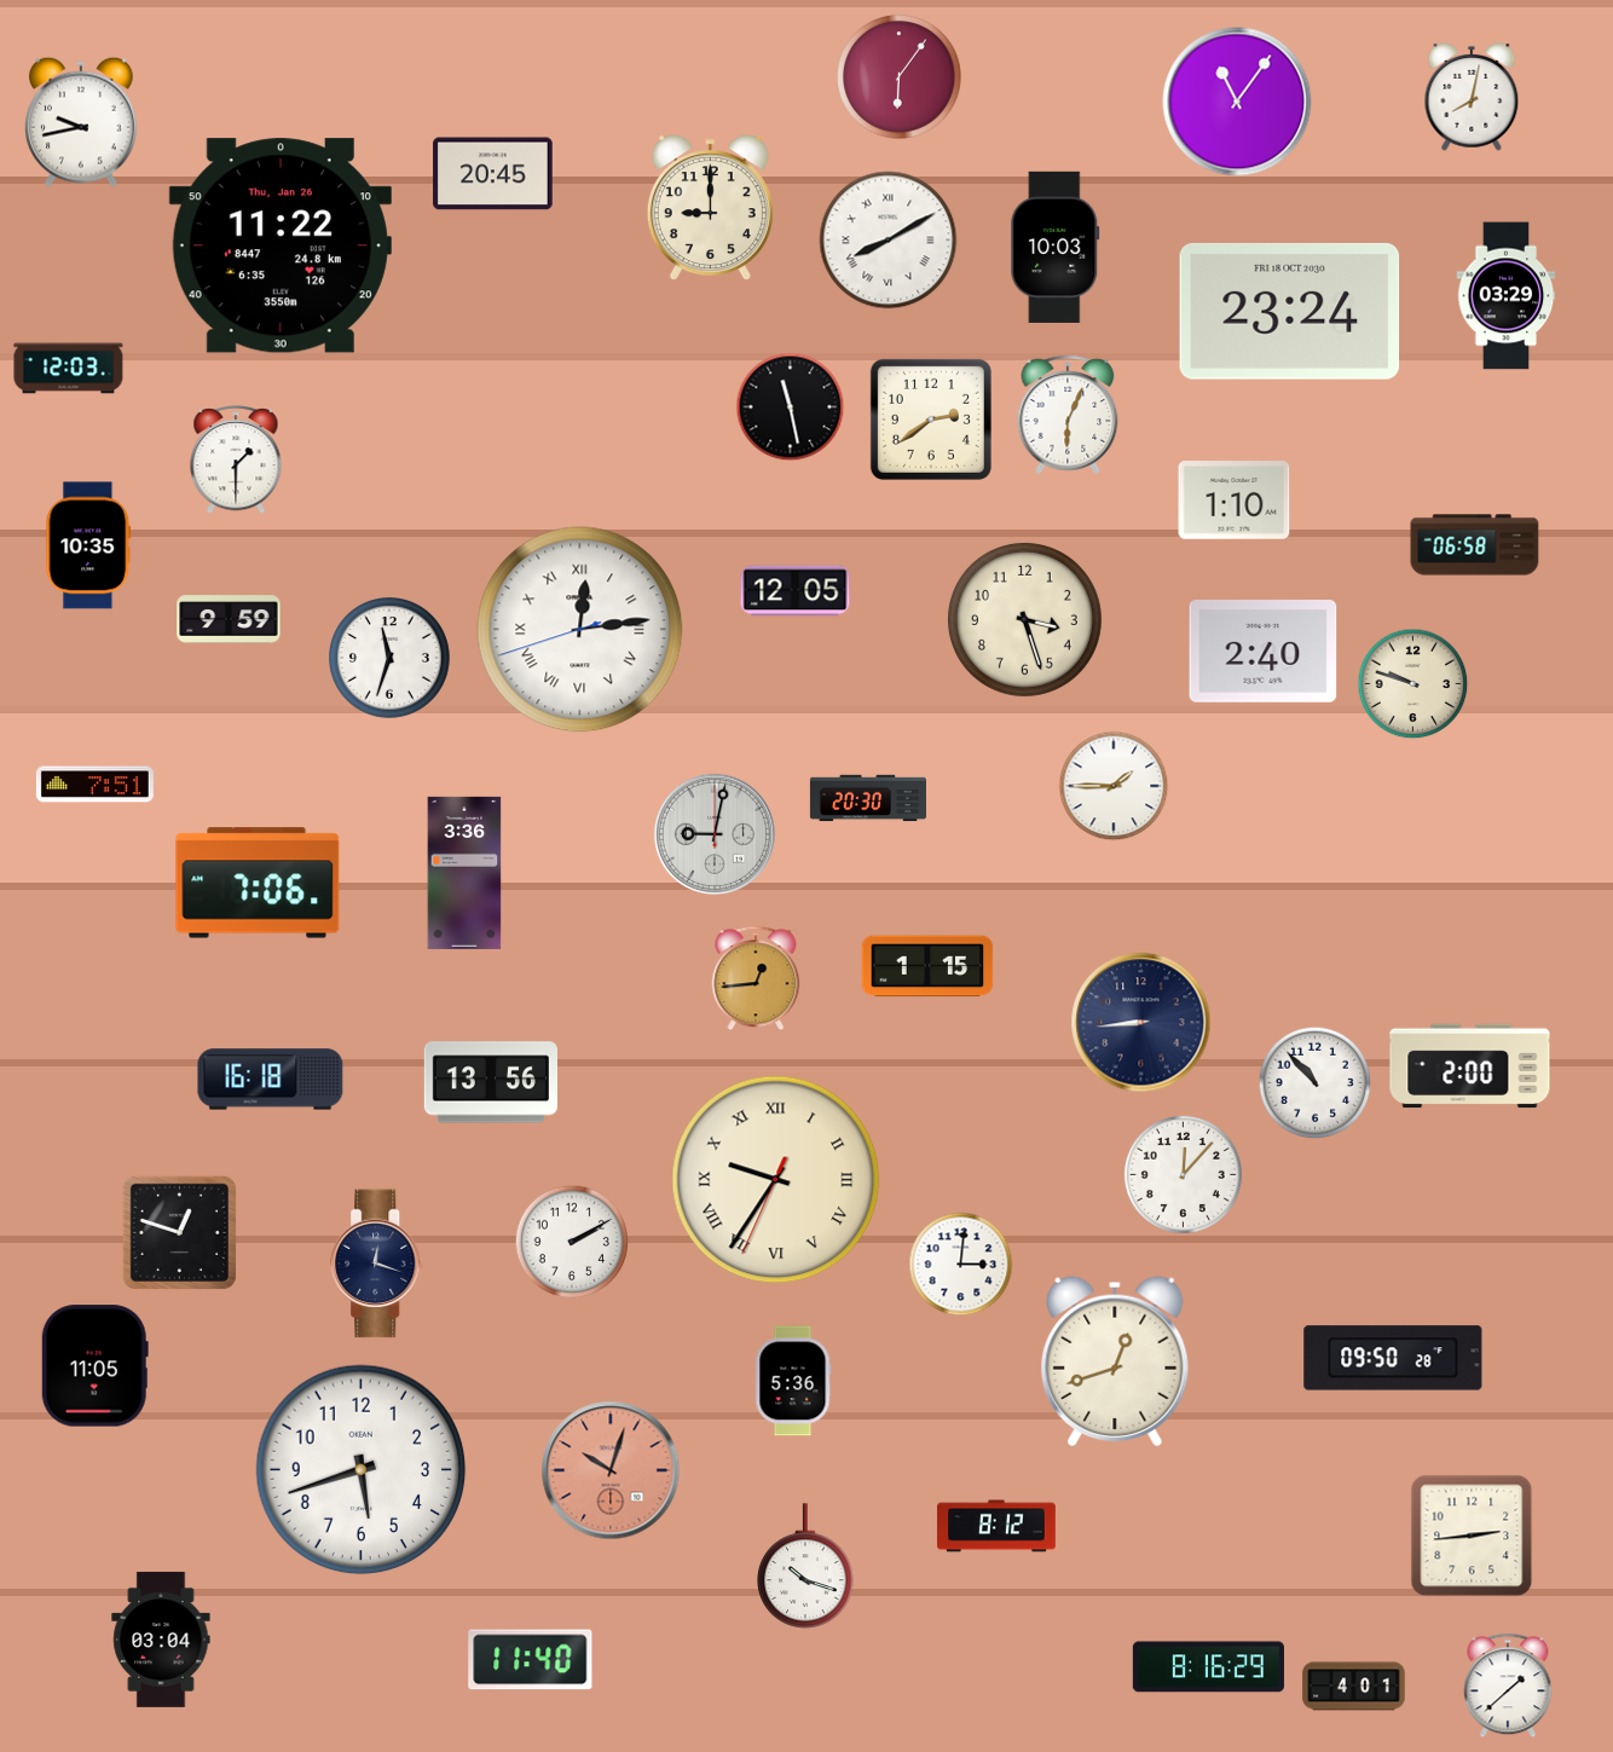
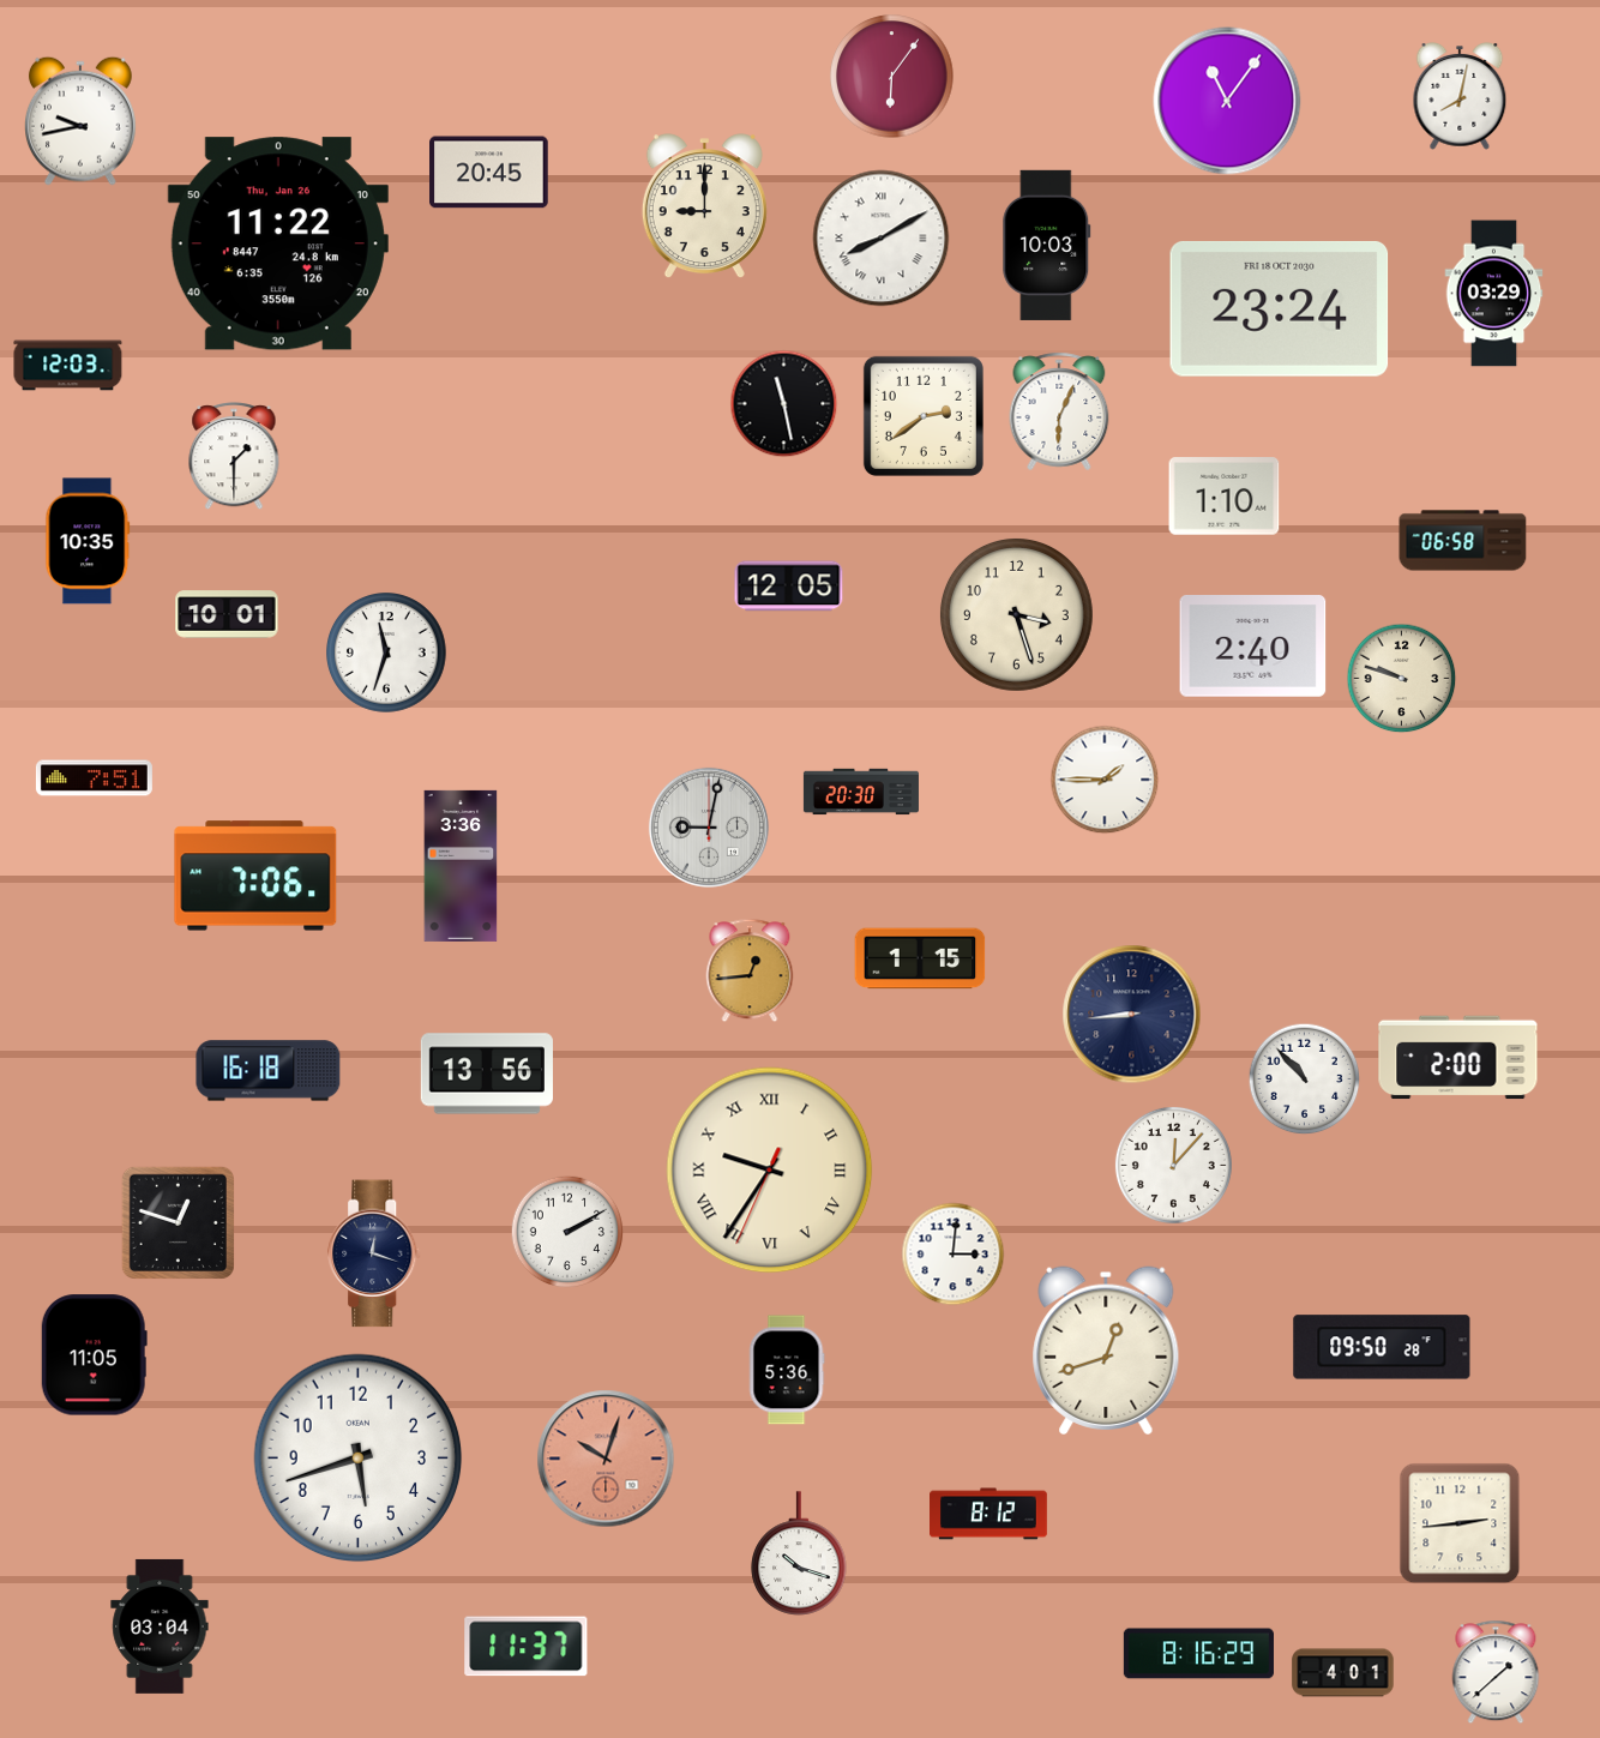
clock at (229, 619): 9:59 -> 10:01
clock at (580, 630): 12:13 -> none
clock at (1316, 1083) position: (1316, 1083) -> (1305, 1080)
clock at (531, 1660): 11:40 -> 11:37
